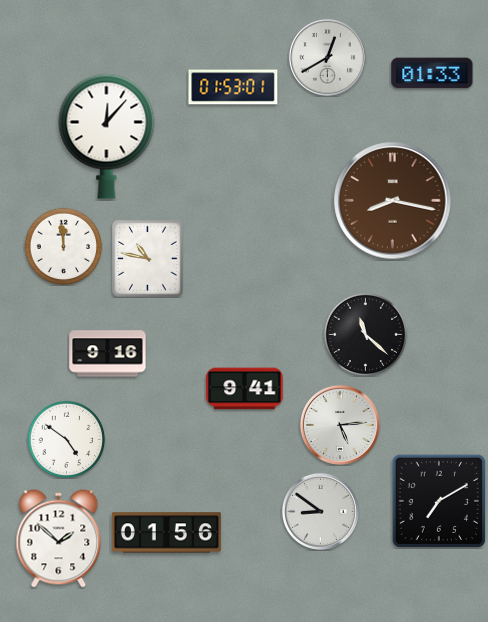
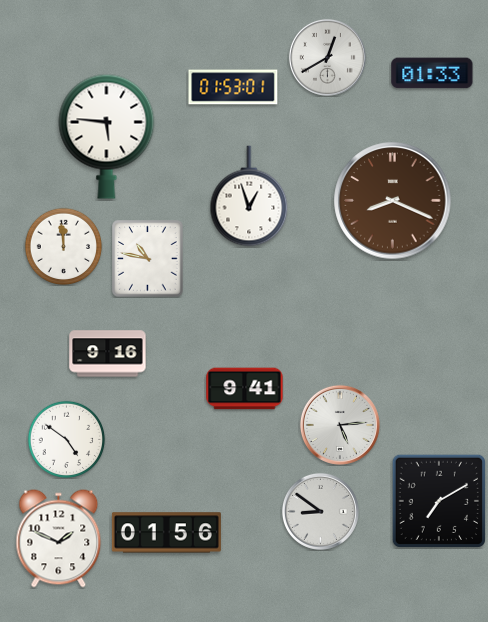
clock at (107, 136): 12:07 -> 5:46
clock at (249, 196): none -> 12:57
clock at (393, 201): 8:17 -> 8:19
clock at (365, 334): 11:22 -> none
clock at (59, 539): 1:52 -> 1:49
